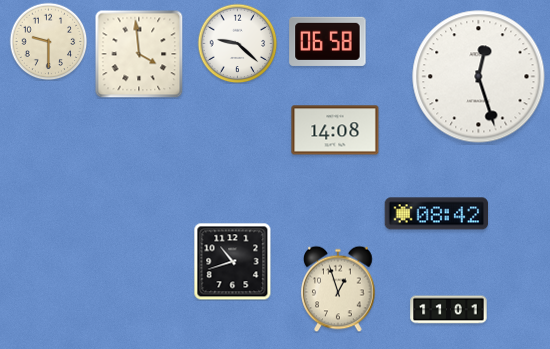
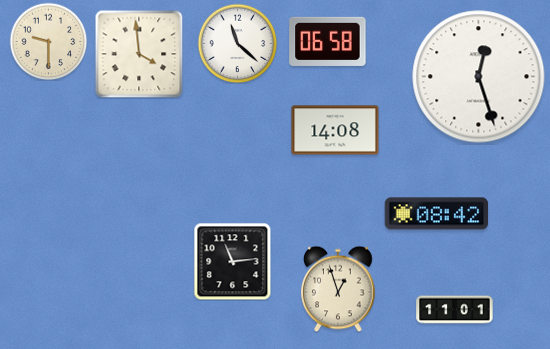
clock at (237, 43): 9:22 -> 11:22
clock at (232, 261): 10:42 -> 11:14
clock at (449, 310) position: (449, 310) -> (455, 310)
